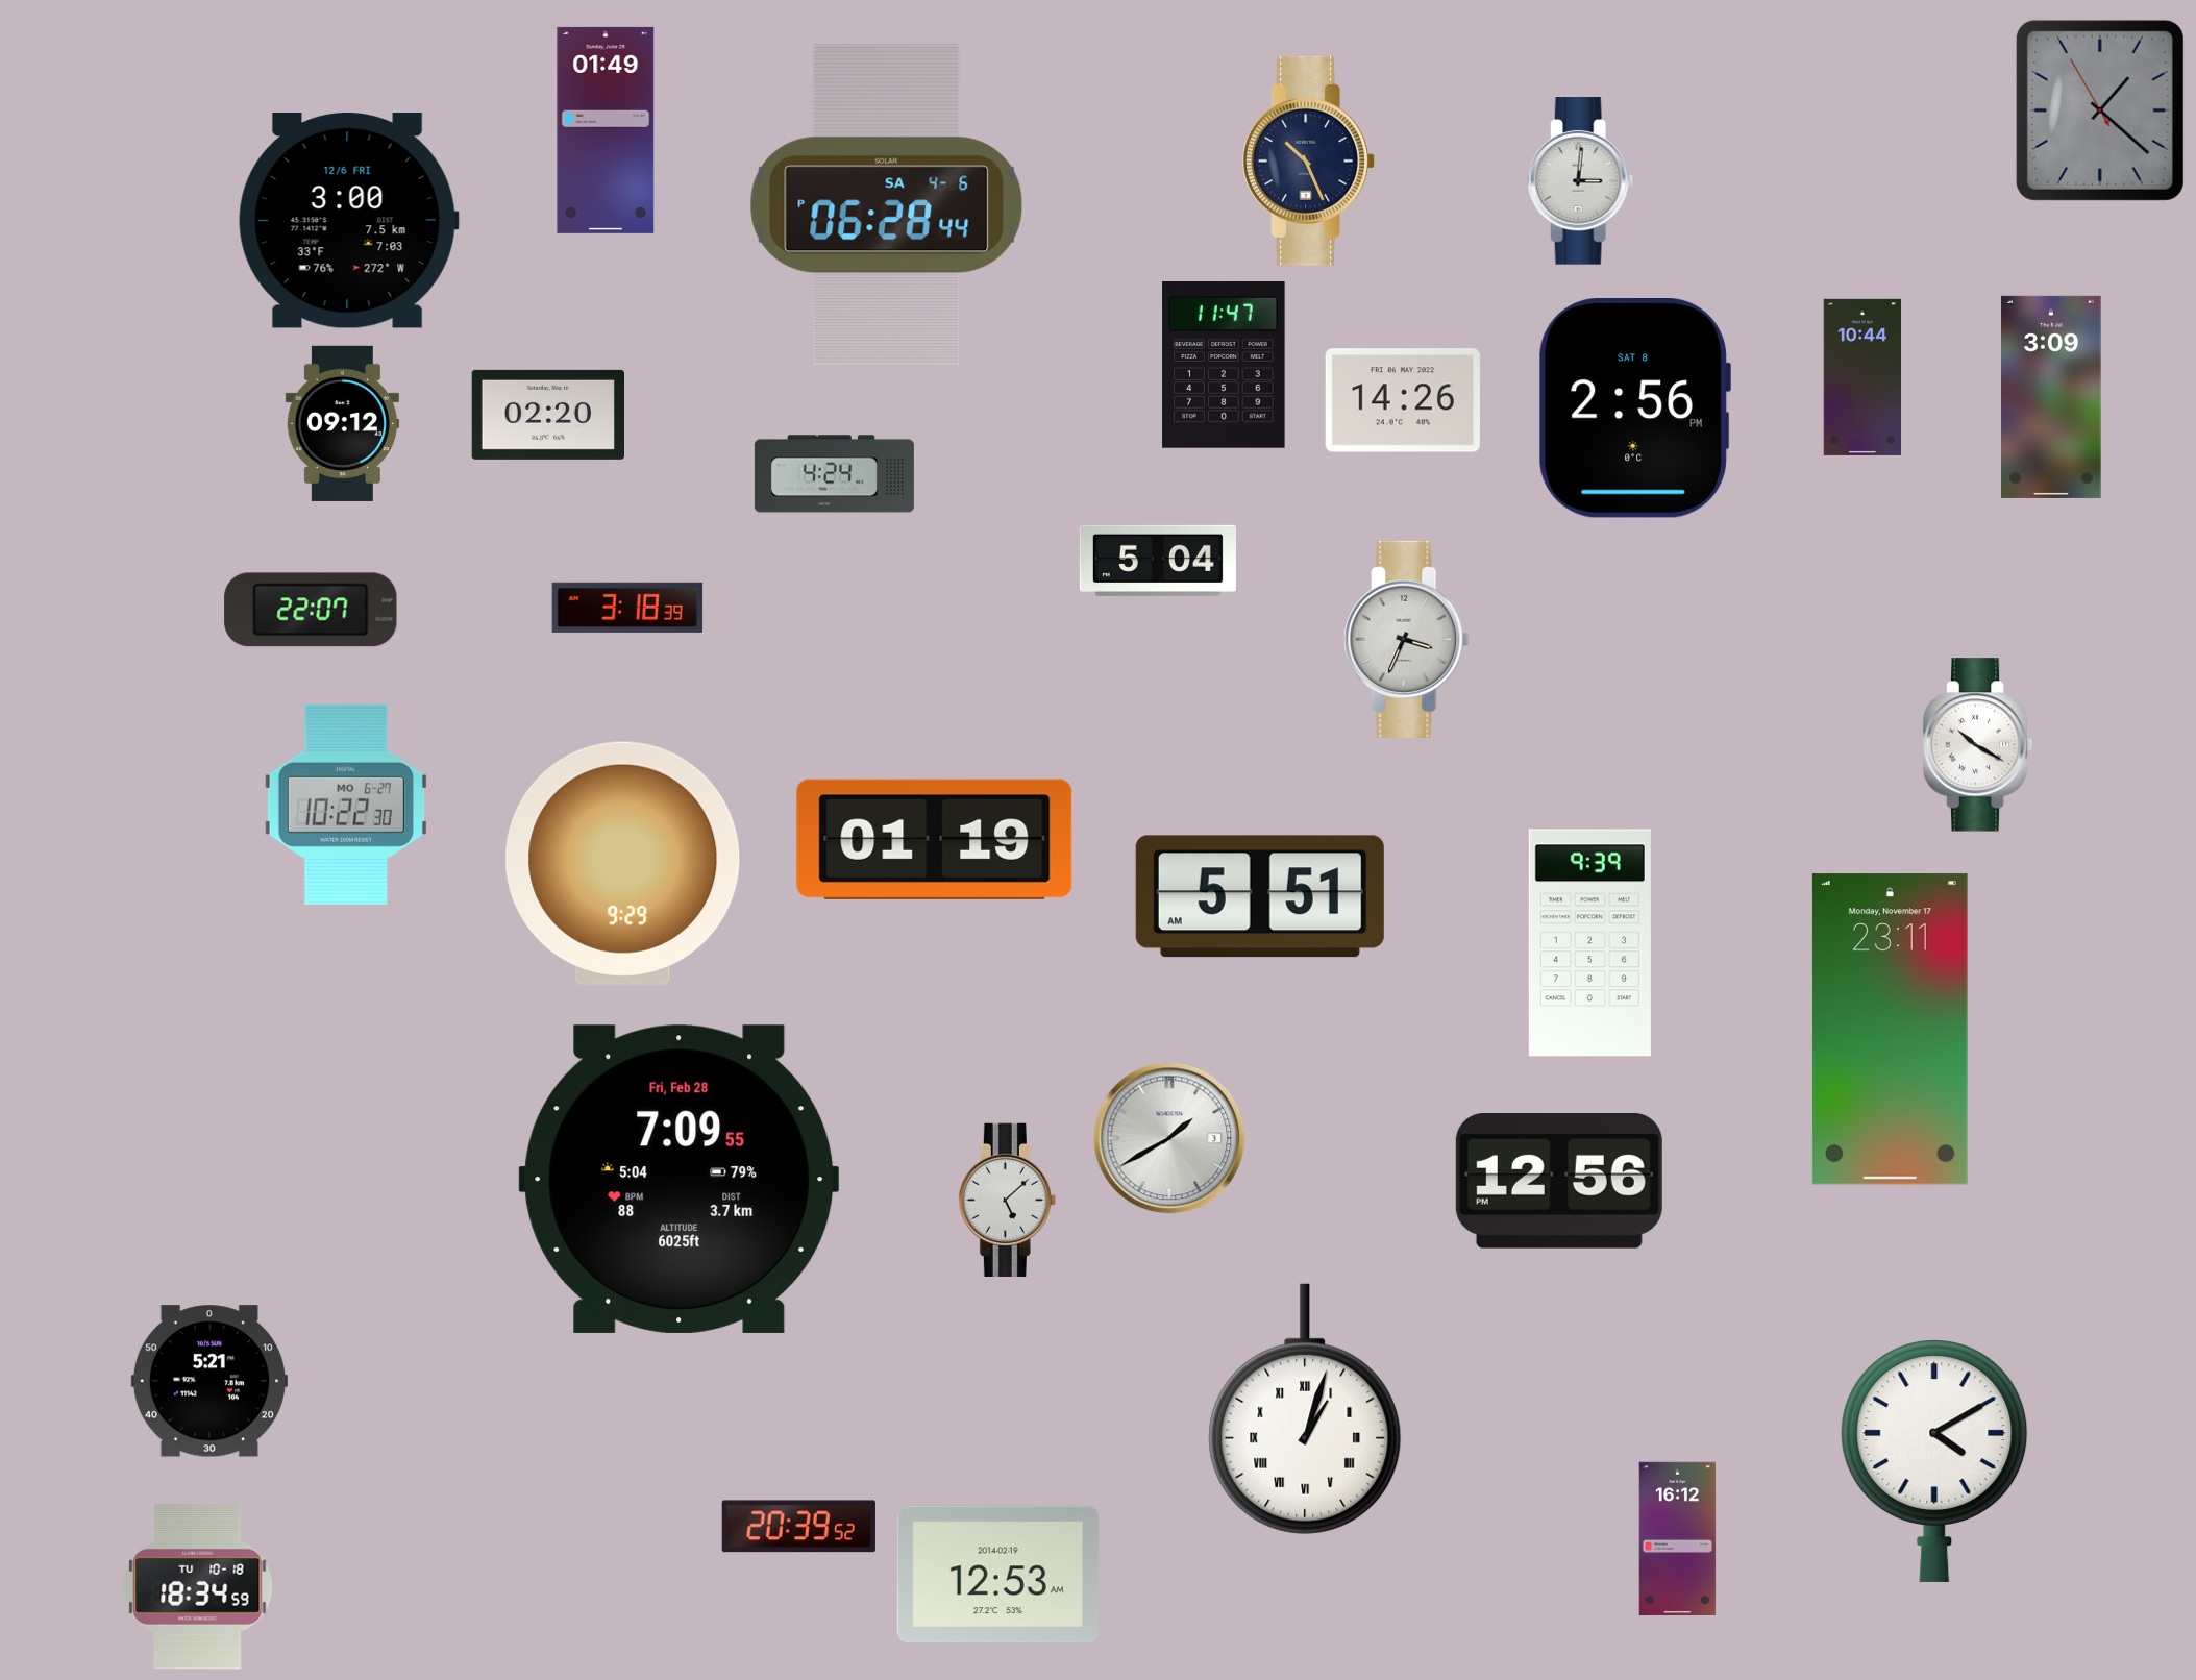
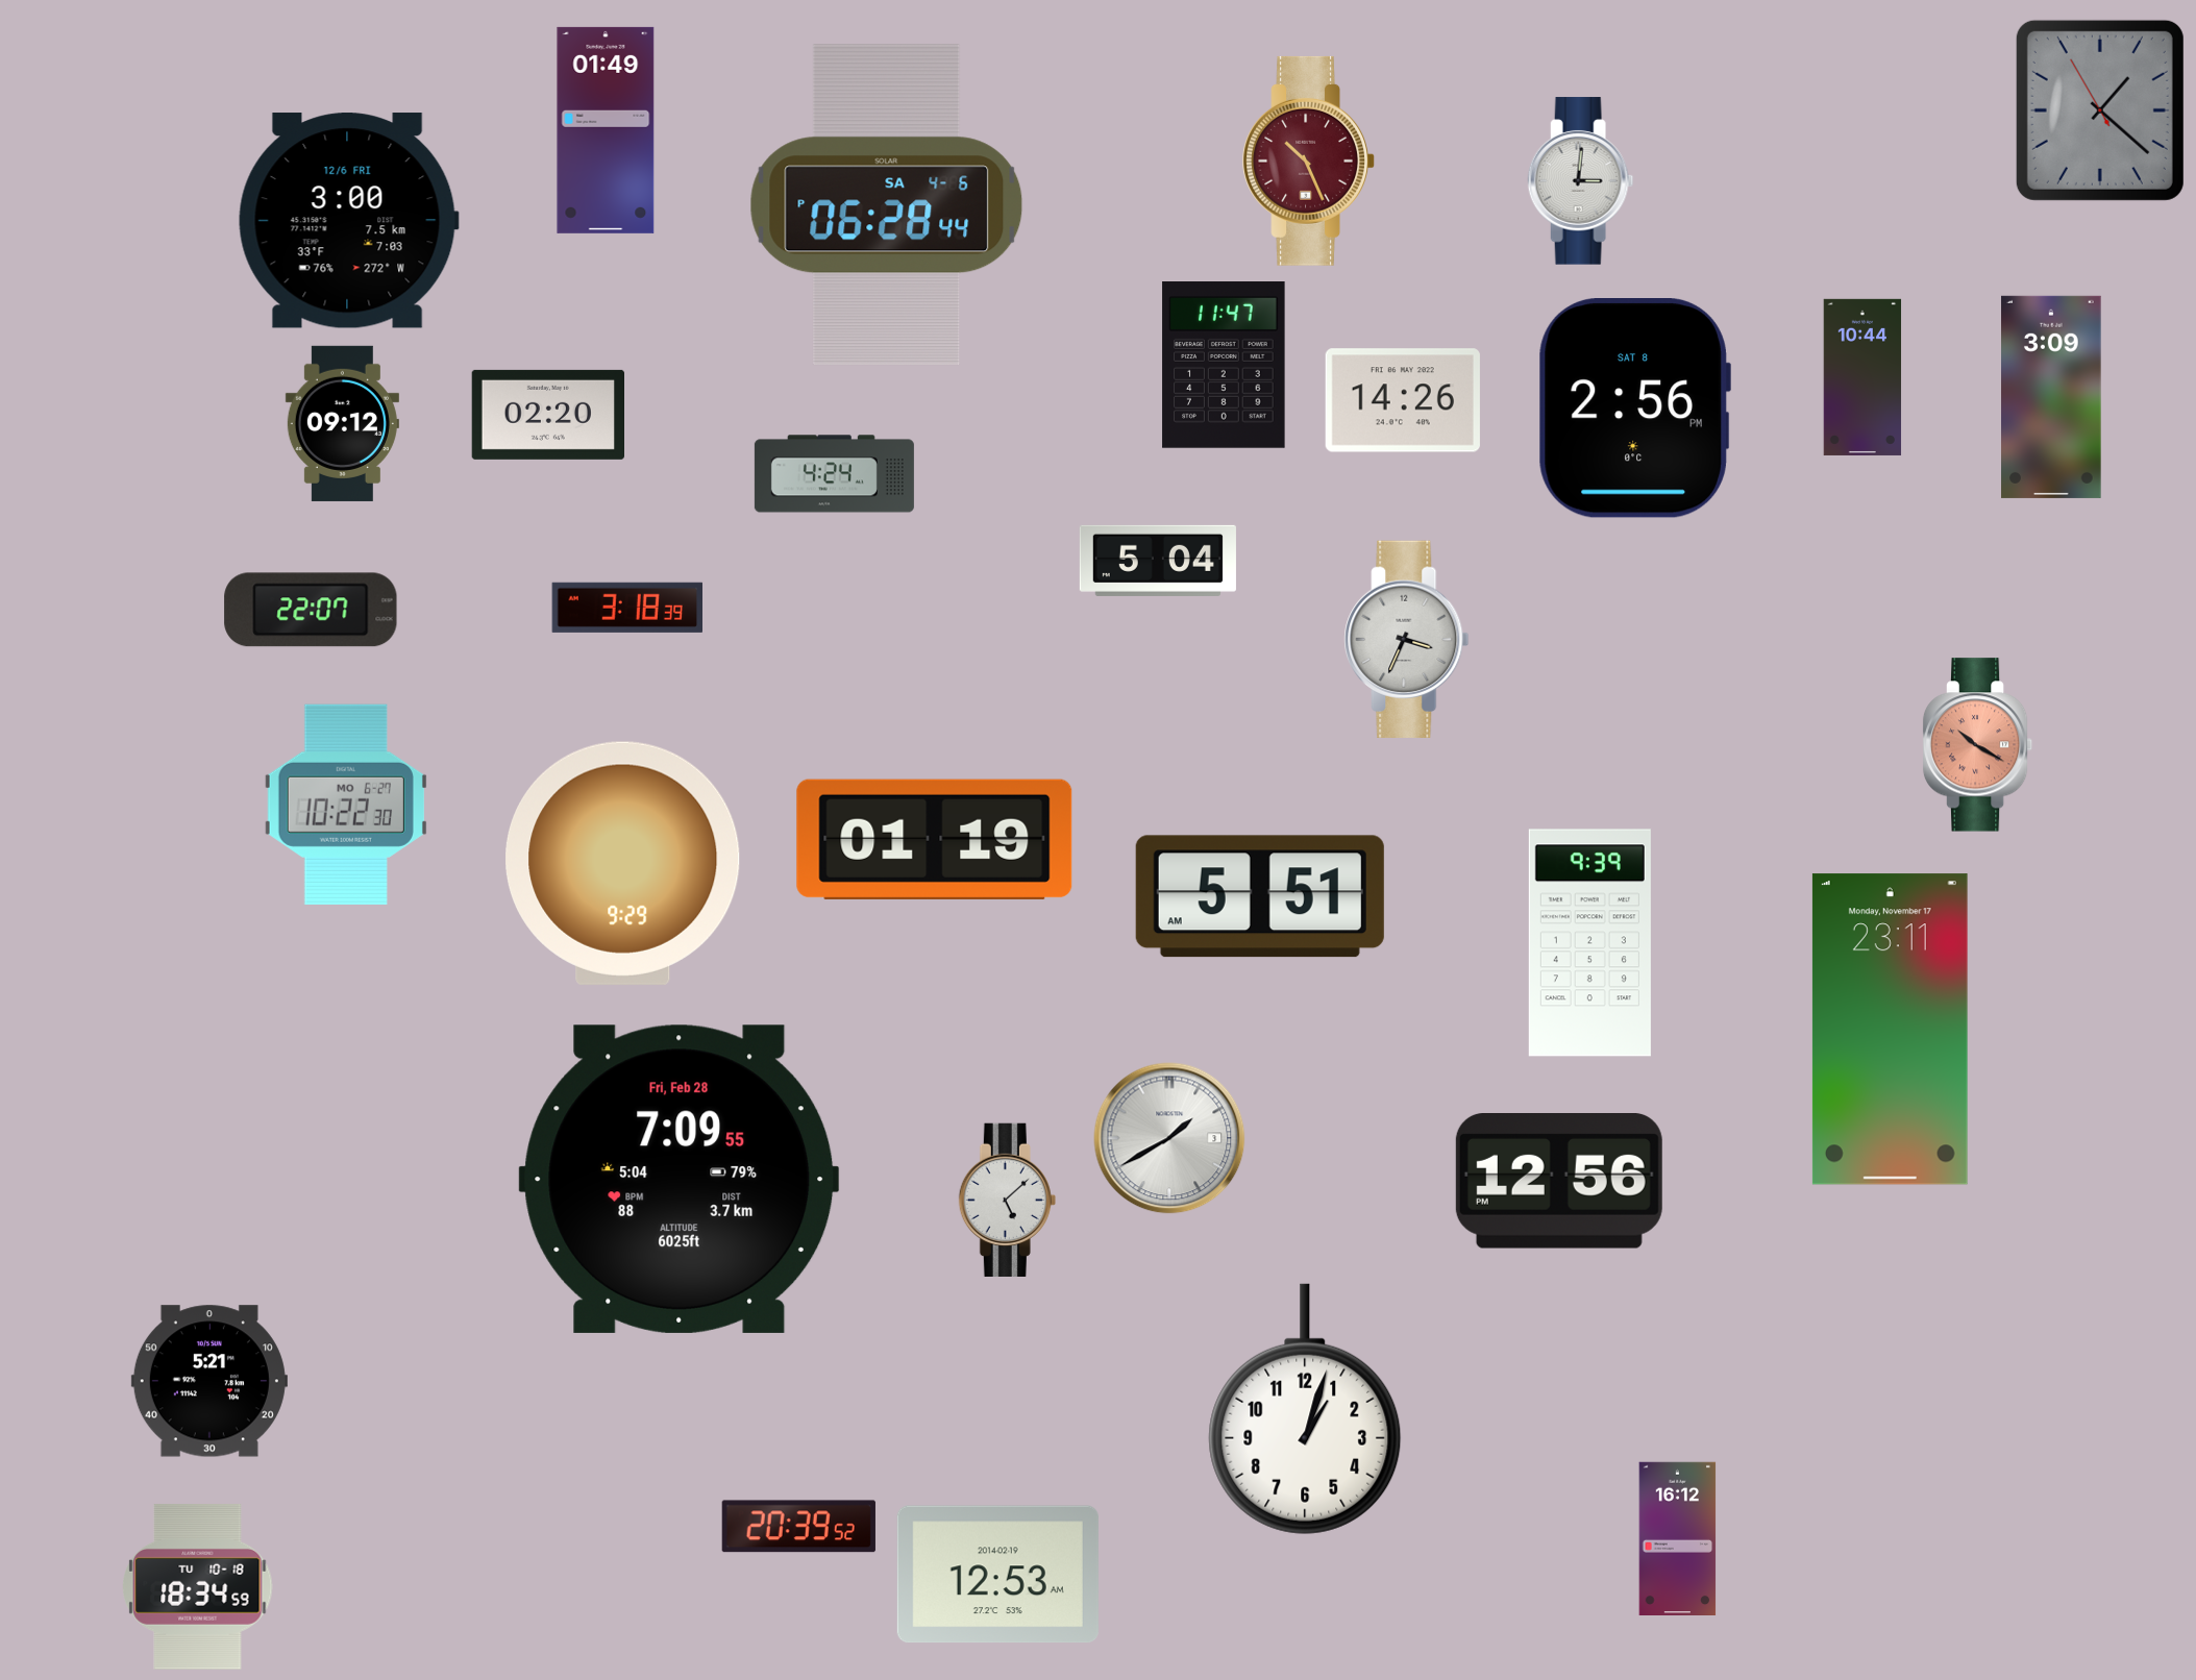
clock at (1308, 160) dial: navy -> burgundy
clock at (1978, 745) dial: white -> salmon
clock at (1305, 1409) numerals: Roman -> Arabic
clock at (1934, 1461): 4:10 -> none
